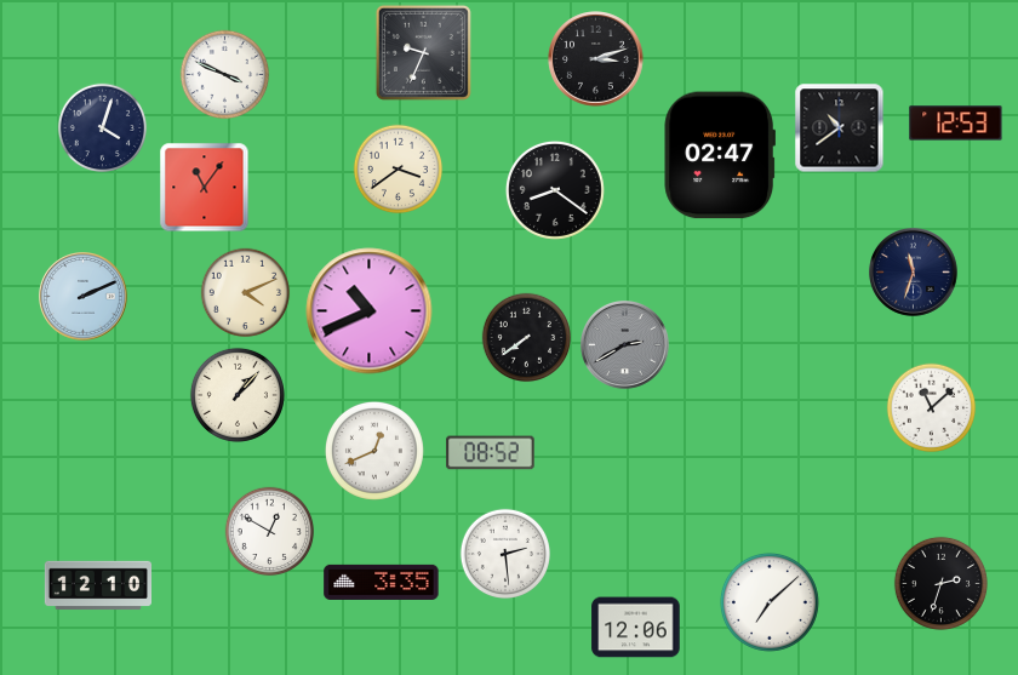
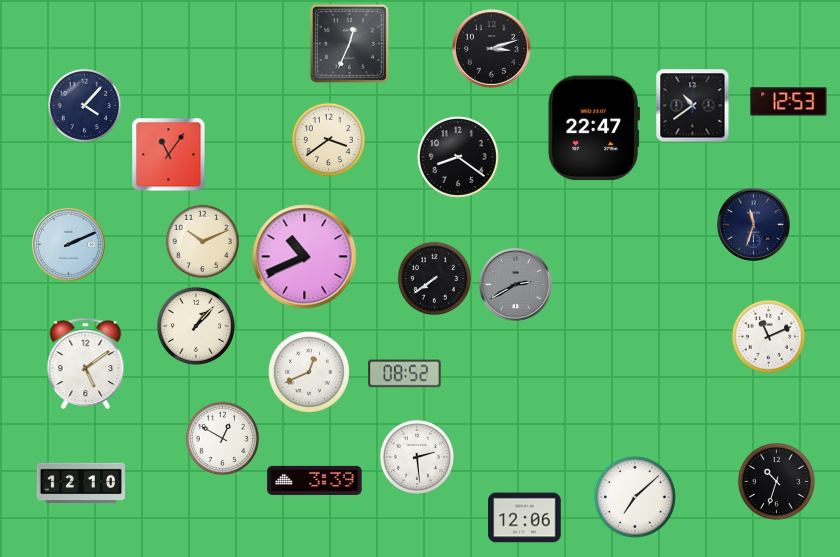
clock at (423, 52): 9:34 -> 12:34
clock at (225, 75): 3:49 -> none
clock at (103, 128): 4:03 -> 4:07
clock at (719, 155): 02:47 -> 22:47
clock at (246, 293): 4:11 -> 10:11
clock at (932, 408): 11:08 -> 11:11
clock at (86, 363): none -> 5:09
clock at (382, 582): 3:35 -> 3:39
clock at (940, 583): 2:33 -> 10:33
